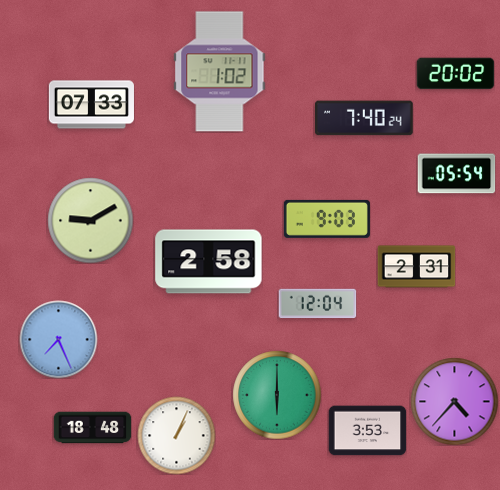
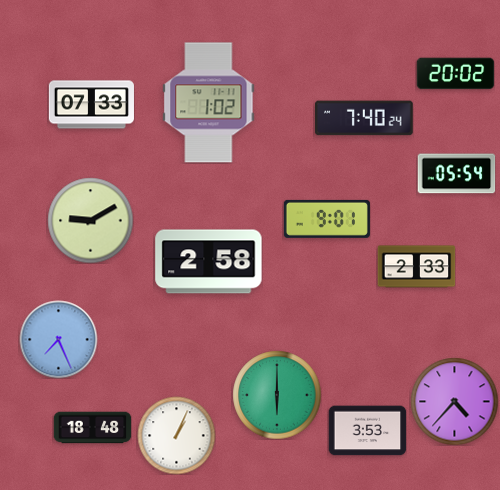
clock at (220, 72) position: (220, 72) -> (209, 103)
clock at (327, 219): 9:03 -> 9:01
clock at (416, 267): 2:31 -> 2:33
clock at (317, 304): 12:04 -> none
